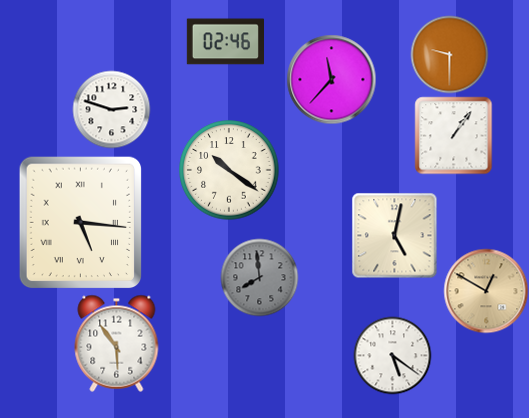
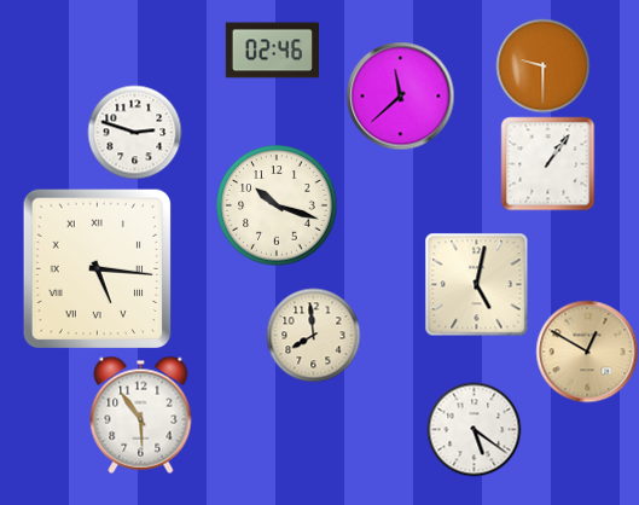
clock at (331, 79): 11:37 -> 11:38
clock at (229, 170): 10:21 -> 10:18
clock at (259, 277) dial: grey -> cream
